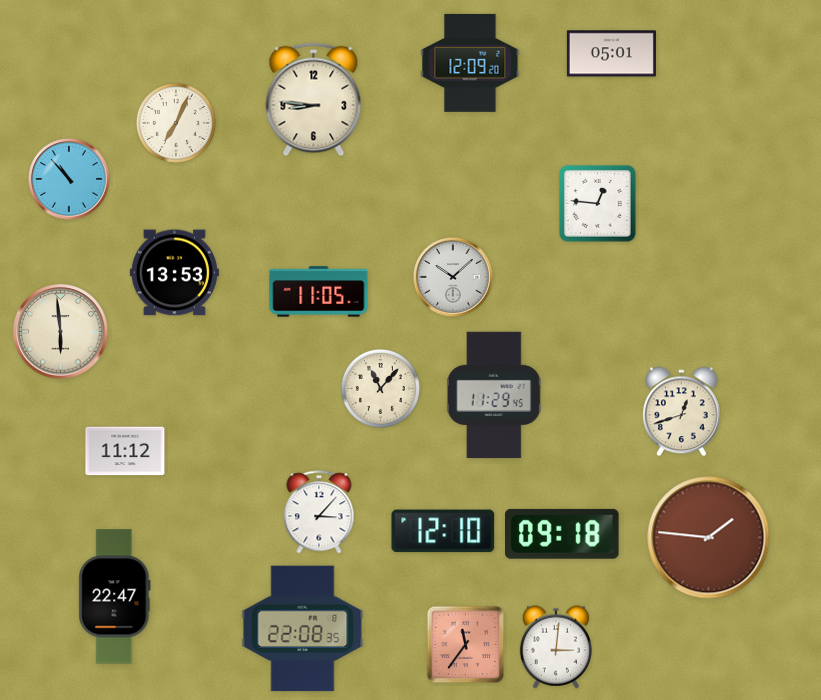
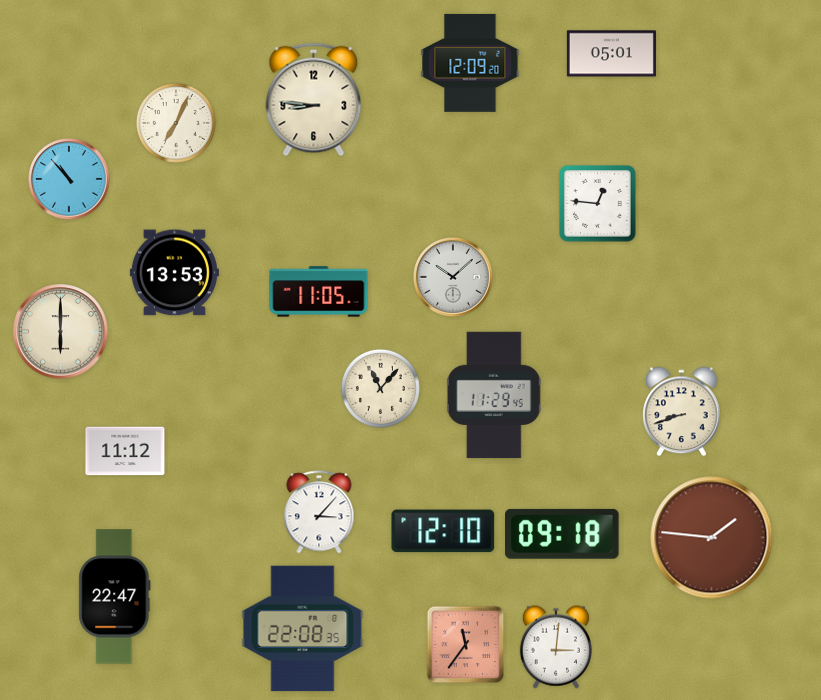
clock at (61, 332): 5:59 -> 6:00
clock at (682, 412): 12:42 -> 8:42
clock at (709, 538) position: (709, 538) -> (712, 538)
